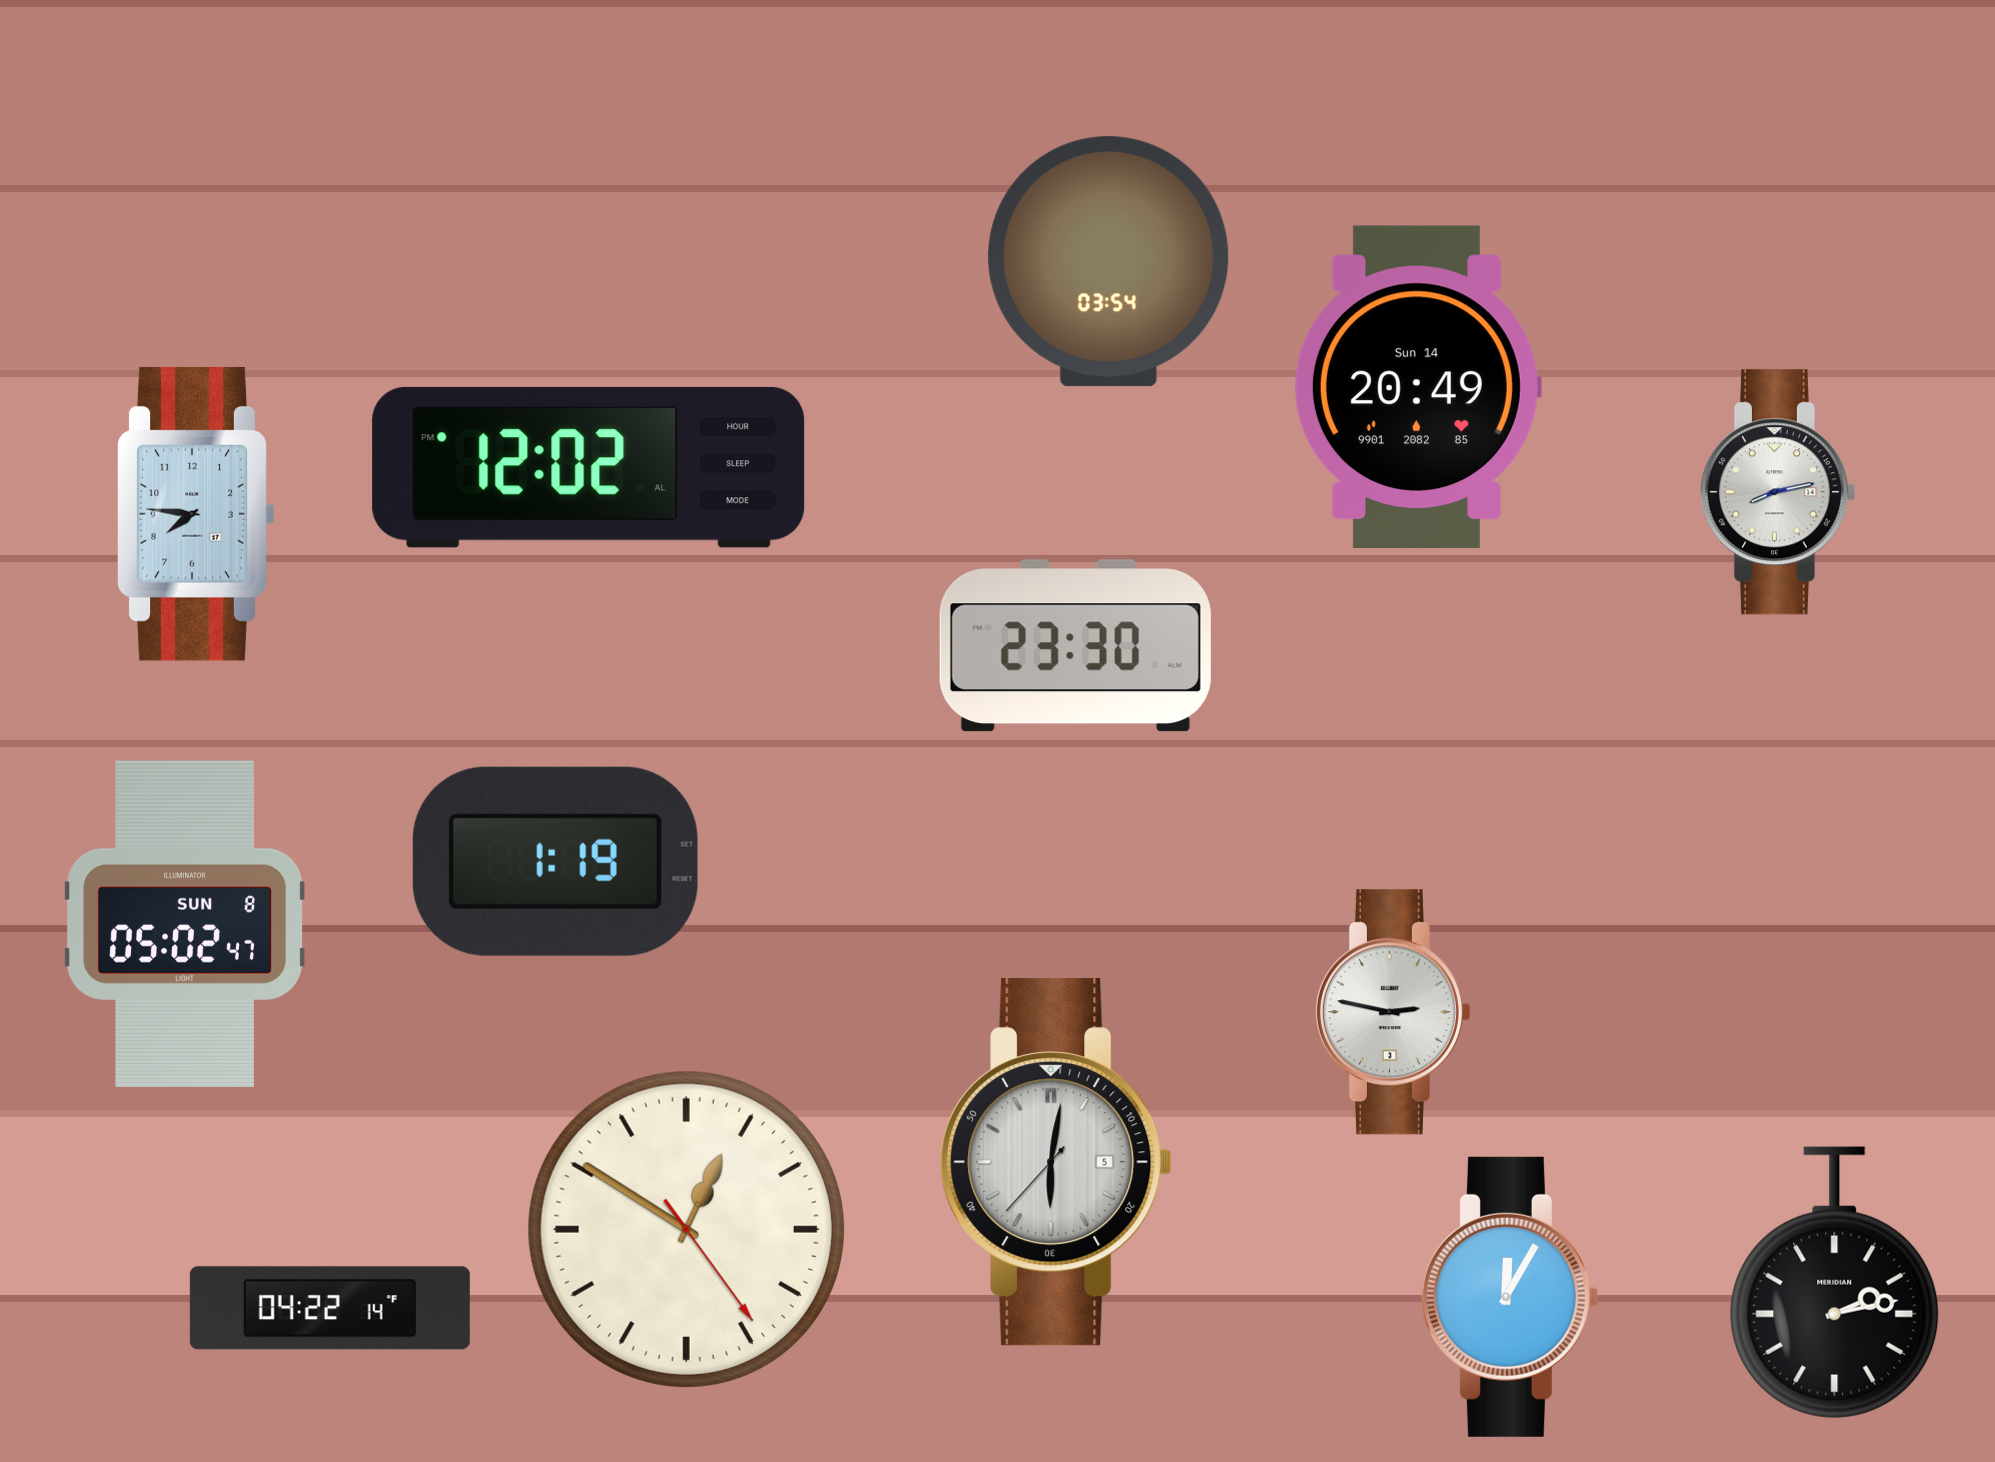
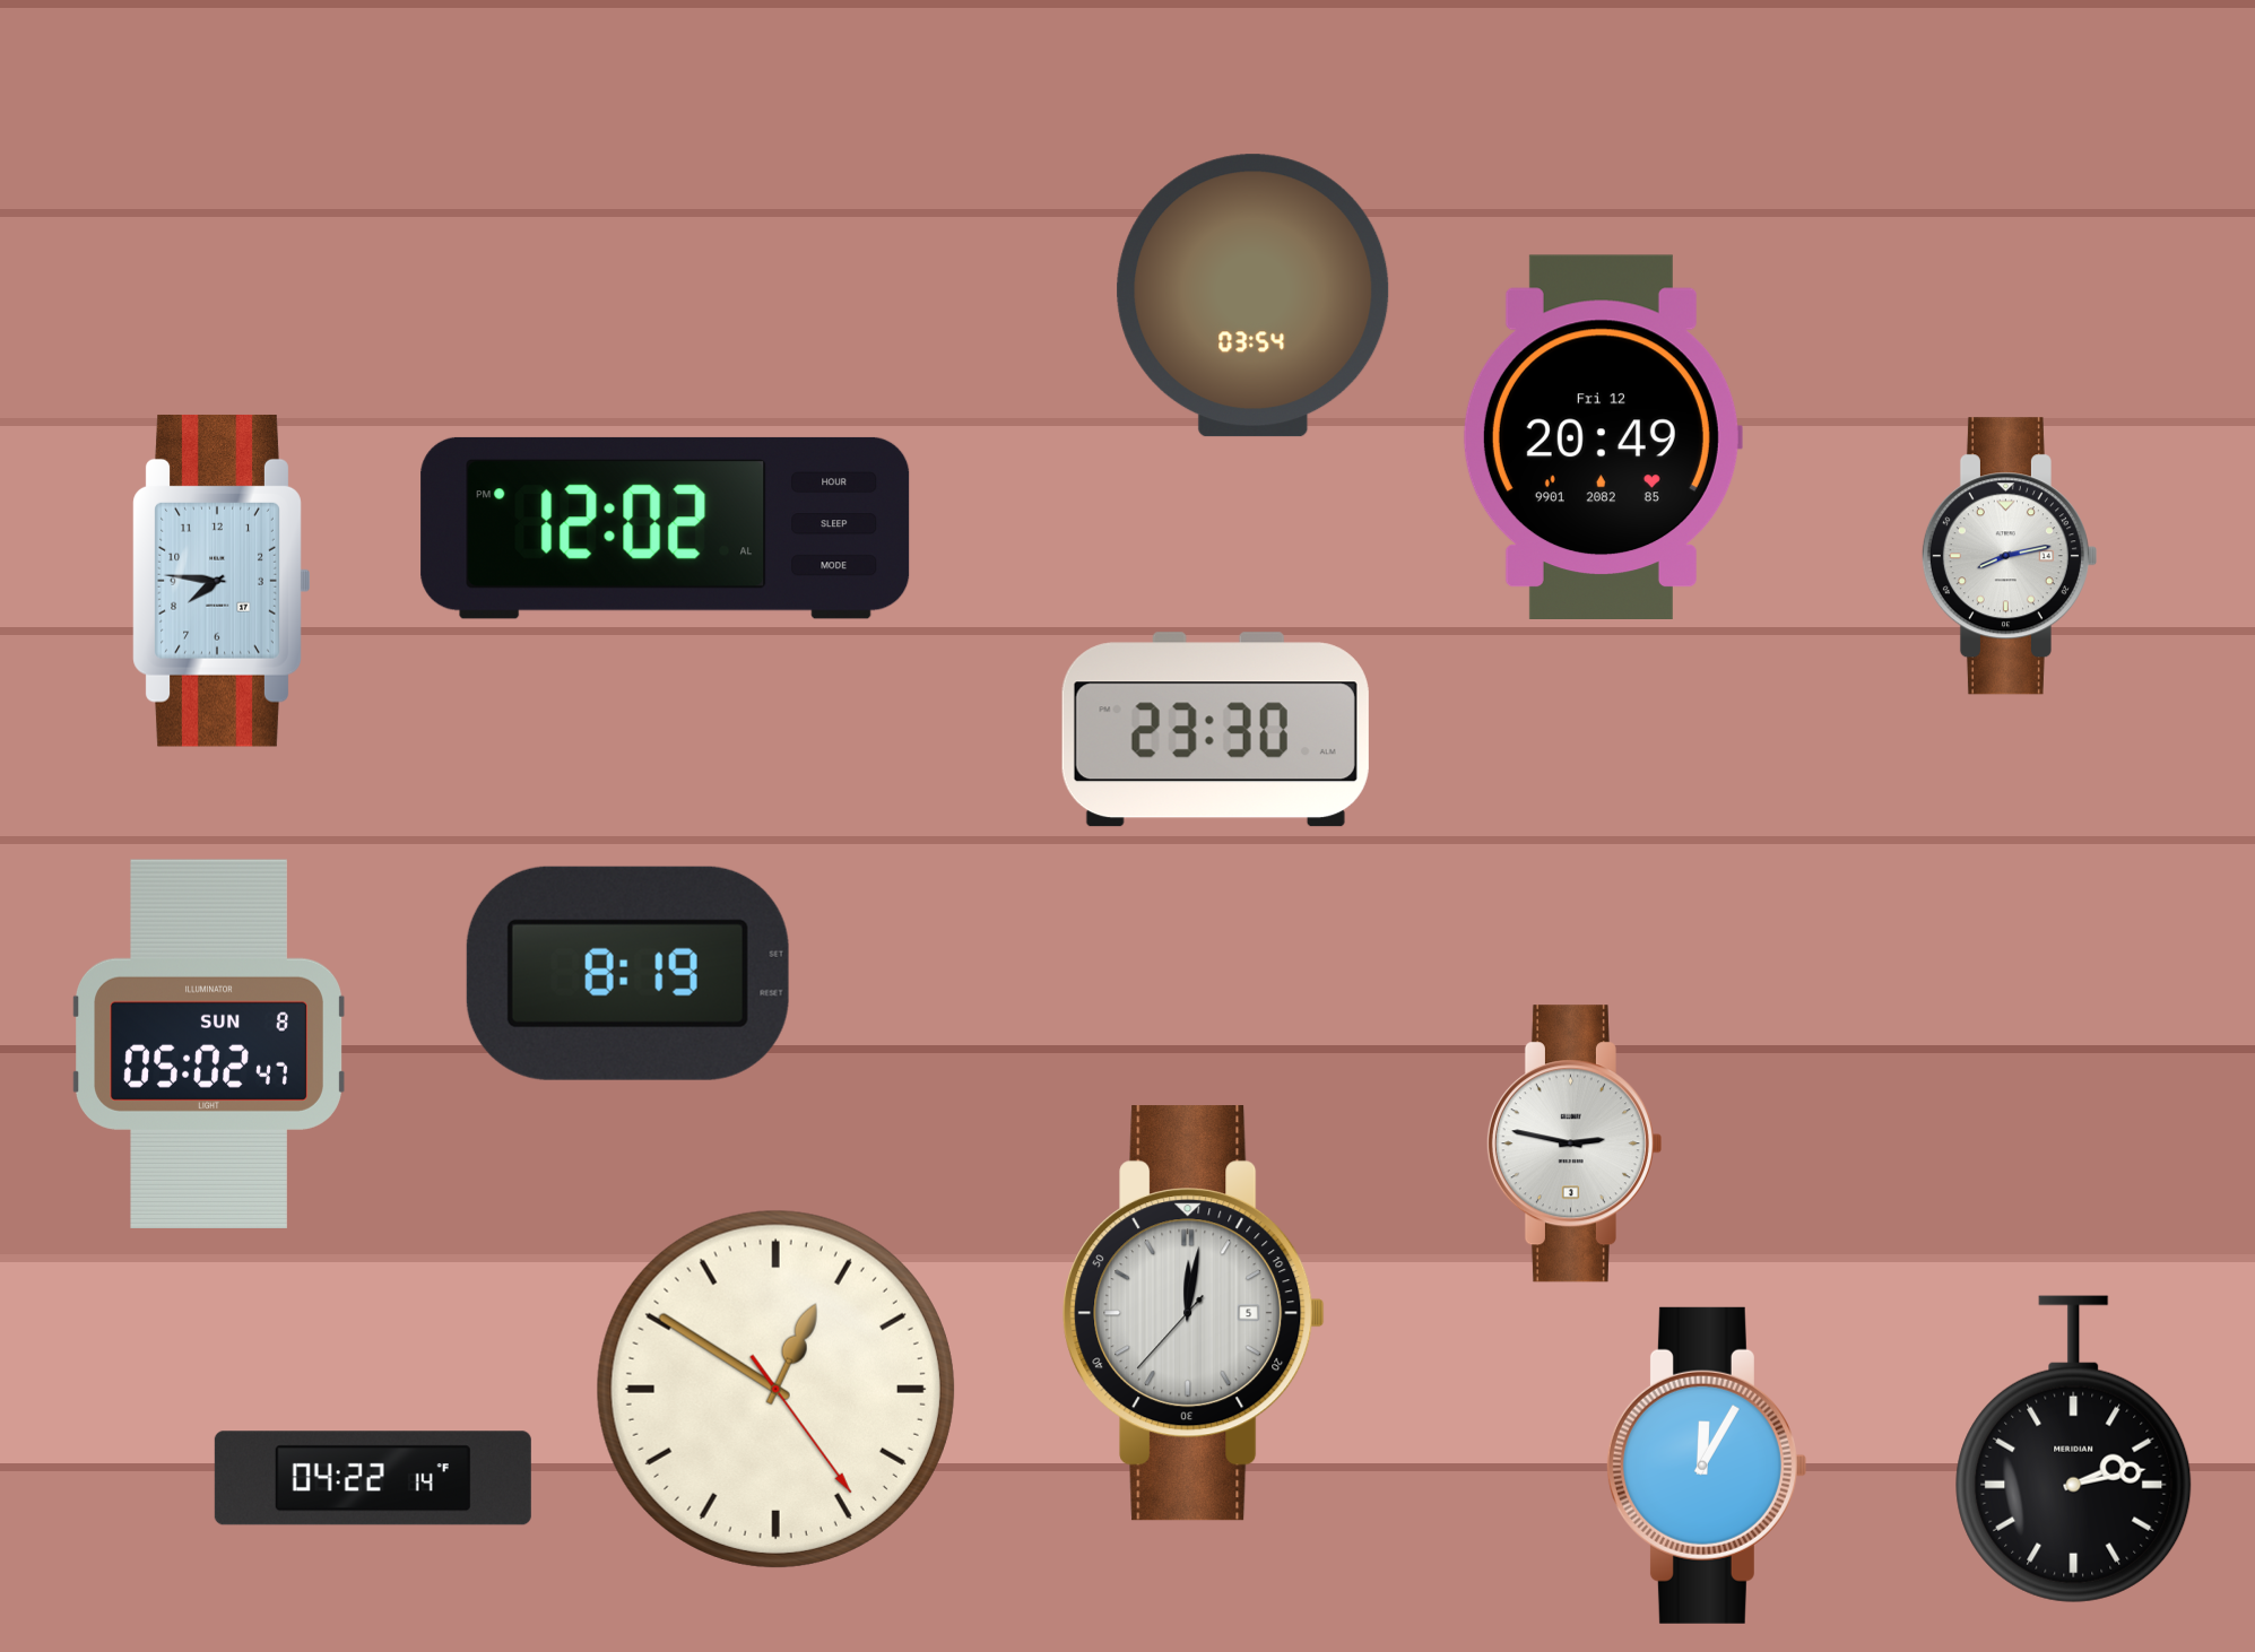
clock at (1417, 386) date: Sun 14 -> Fri 12
clock at (555, 861): 1:19 -> 8:19
clock at (1056, 1162): 6:01 -> 12:01
